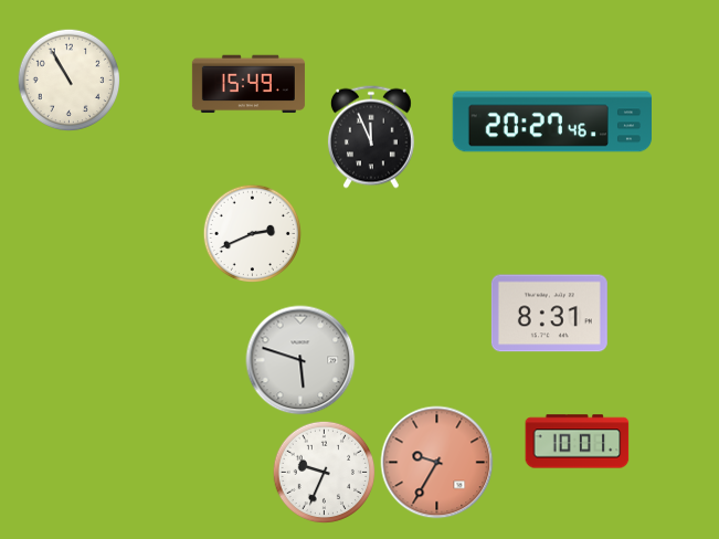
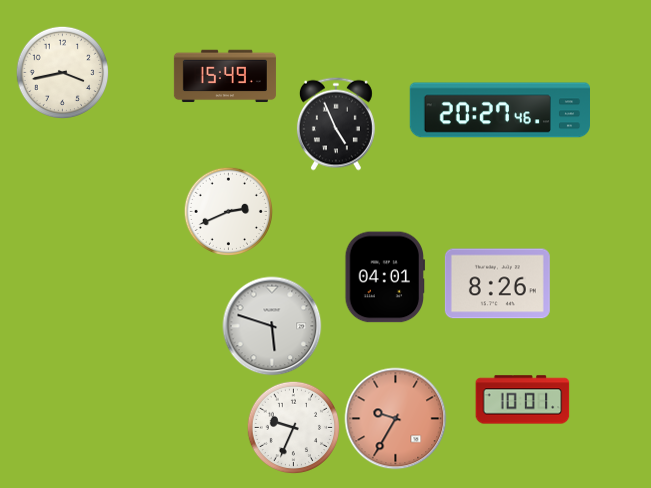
clock at (68, 80): 10:55 -> 3:43
clock at (371, 137): 11:56 -> 4:56
clock at (384, 277): none -> 04:01
clock at (549, 314): 8:31 -> 8:26
